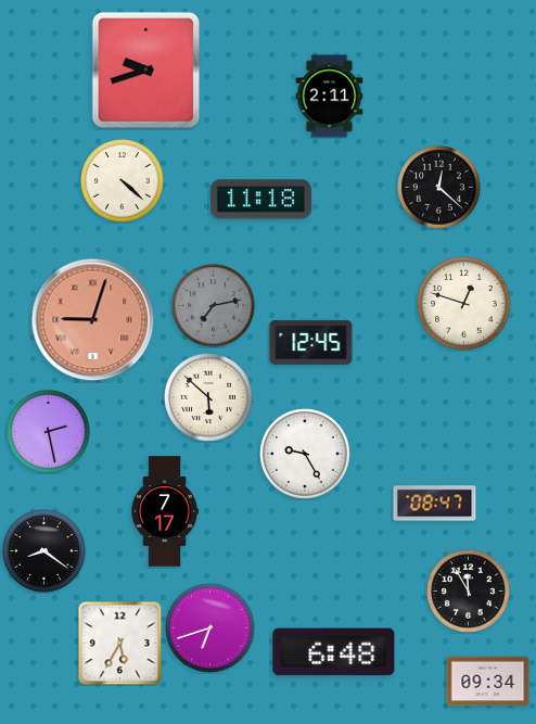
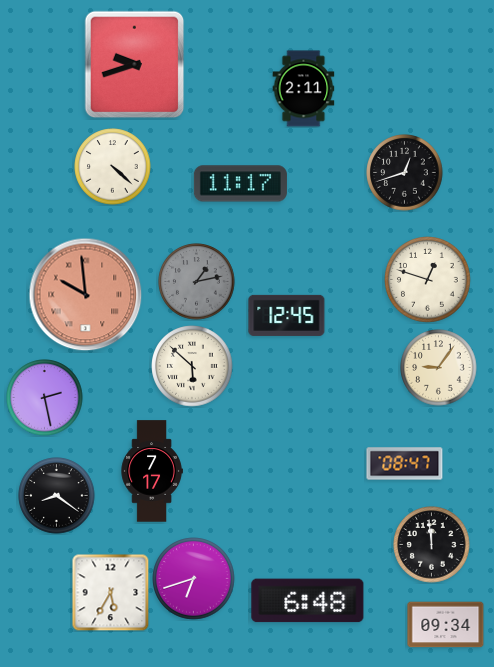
clock at (439, 188): 12:22 -> 12:42
clock at (260, 200): 11:18 -> 11:17
clock at (214, 306): 7:13 -> 1:13
clock at (93, 320): 9:03 -> 9:59
clock at (439, 368): none -> 9:06
clock at (305, 454): 9:25 -> none
clock at (435, 504) position: (435, 504) -> (405, 464)
clock at (44, 551) position: (44, 551) -> (57, 496)
clock at (469, 592): 11:55 -> 11:59
clock at (488, 682) position: (488, 682) -> (446, 625)
